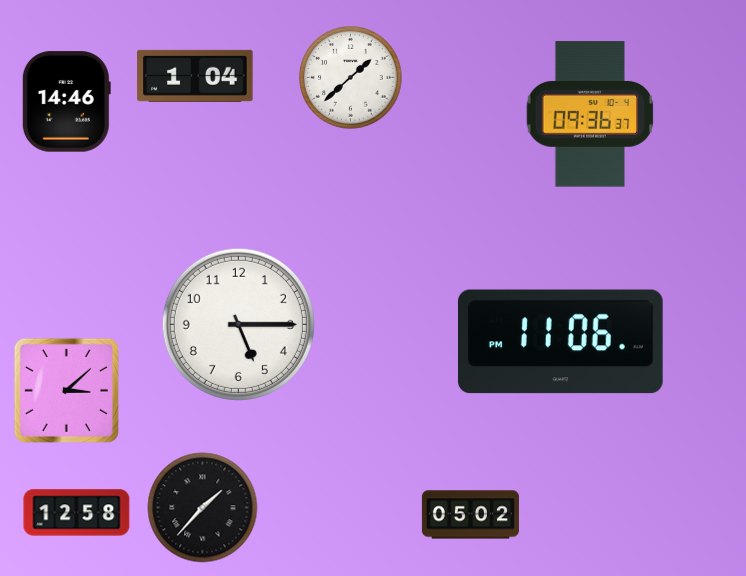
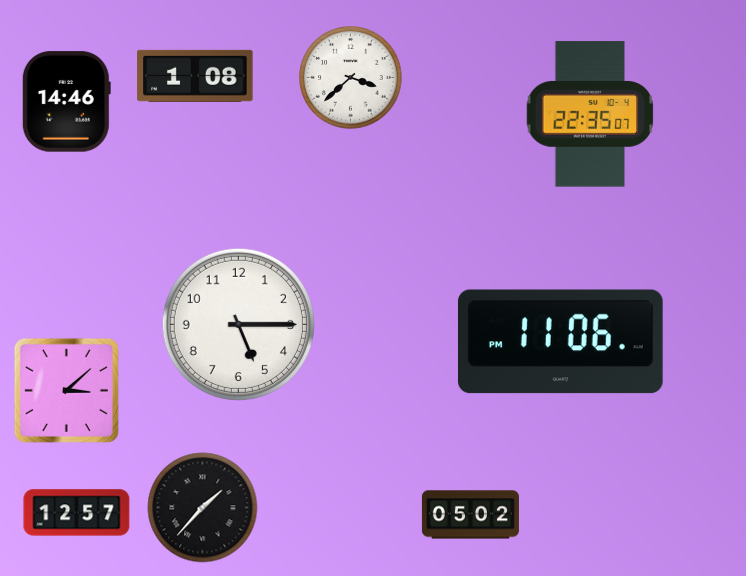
clock at (195, 76): 1:04 -> 1:08
clock at (351, 78): 1:38 -> 3:38
clock at (590, 114): 09:36 -> 22:35
clock at (77, 513): 12:58 -> 12:57
